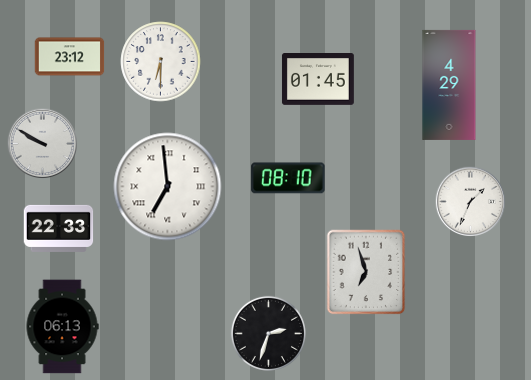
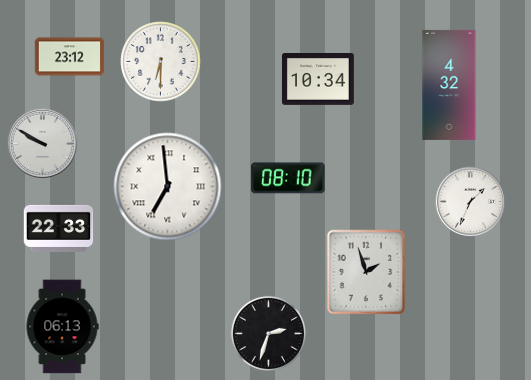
clock at (318, 80): 01:45 -> 10:34
clock at (449, 85): 4:29 -> 4:32
clock at (366, 272): 6:57 -> 1:57
